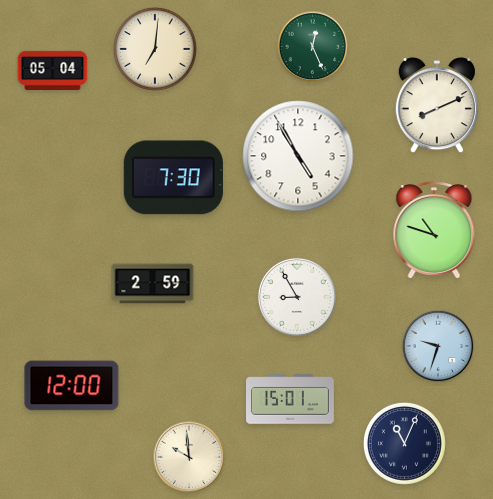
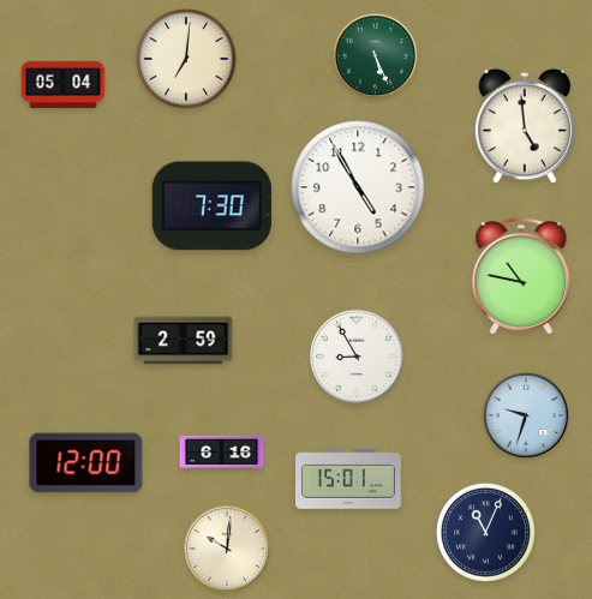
clock at (313, 47): 12:26 -> 5:26
clock at (437, 106): 8:11 -> 4:59
clock at (173, 178) position: (173, 178) -> (211, 206)
clock at (434, 231): 10:48 -> 10:47
clock at (222, 451): none -> 6:16
clock at (189, 457): 9:59 -> 10:01
